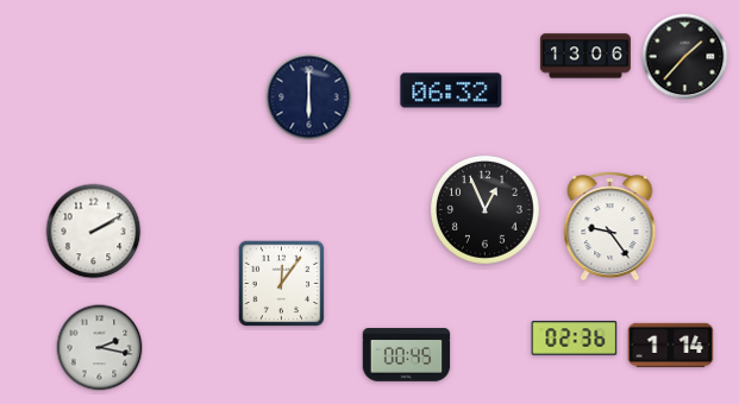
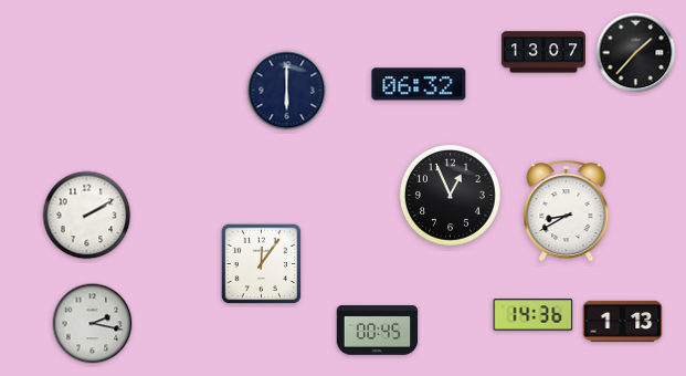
clock at (585, 56): 13:06 -> 13:07
clock at (610, 227): 9:24 -> 8:40
clock at (575, 339): 02:36 -> 14:36
clock at (671, 345): 1:14 -> 1:13
